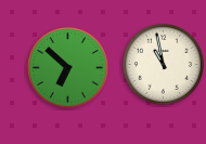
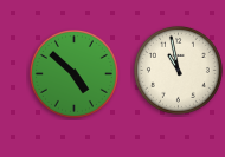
clock at (67, 67): 6:52 -> 4:52
